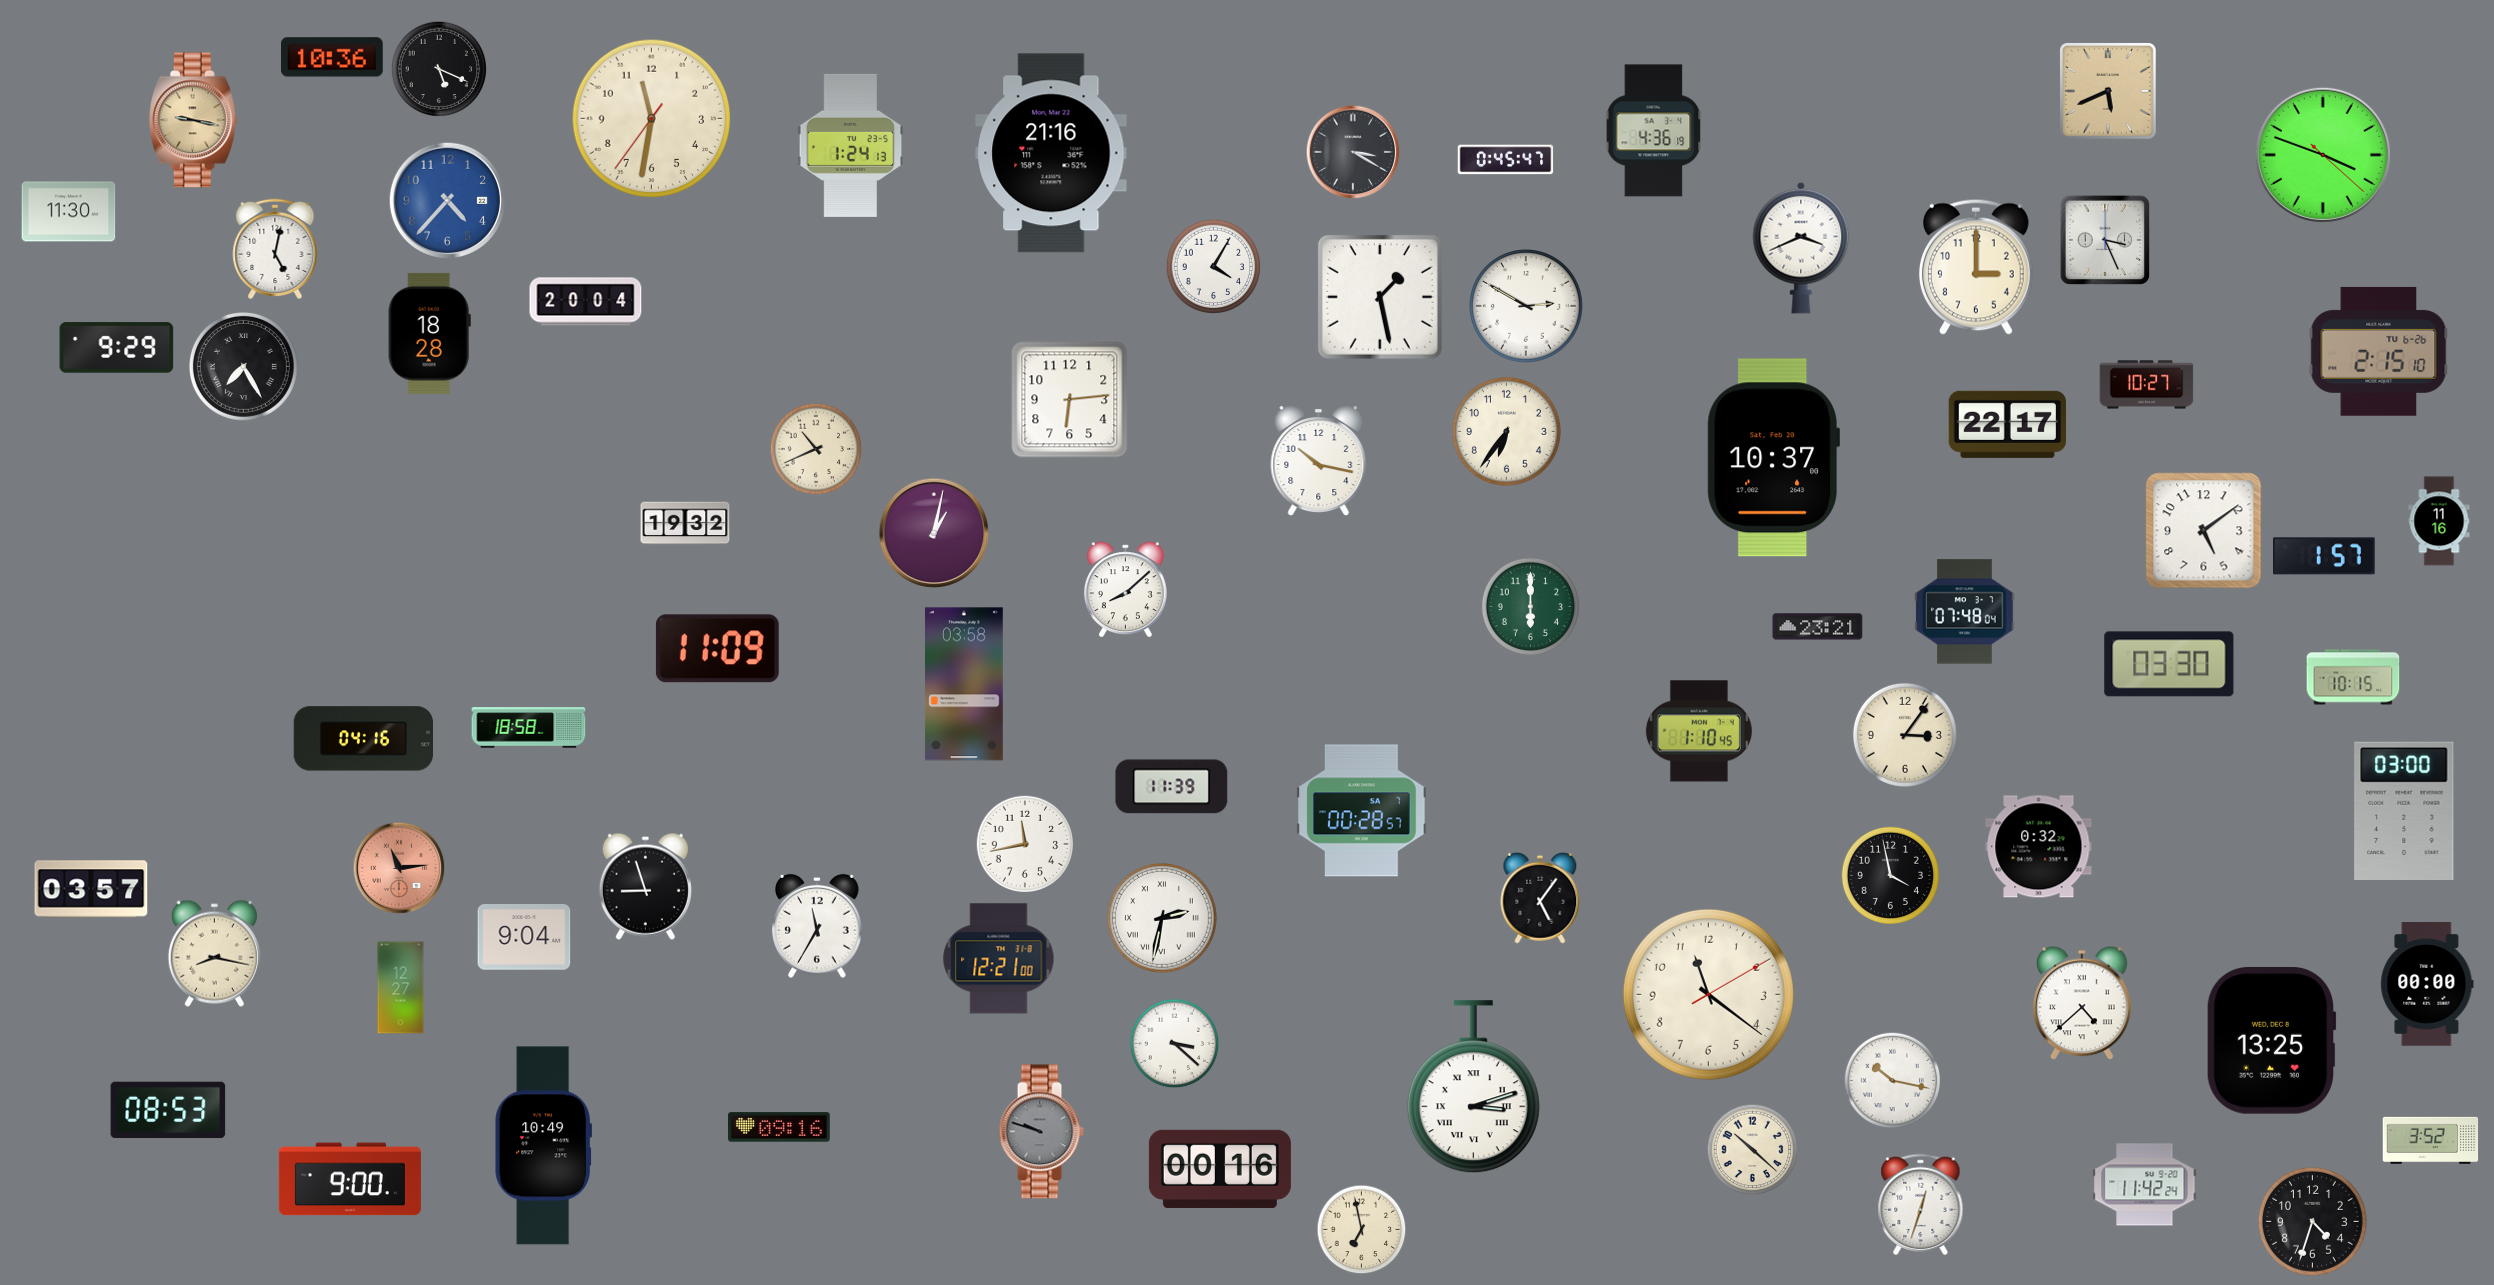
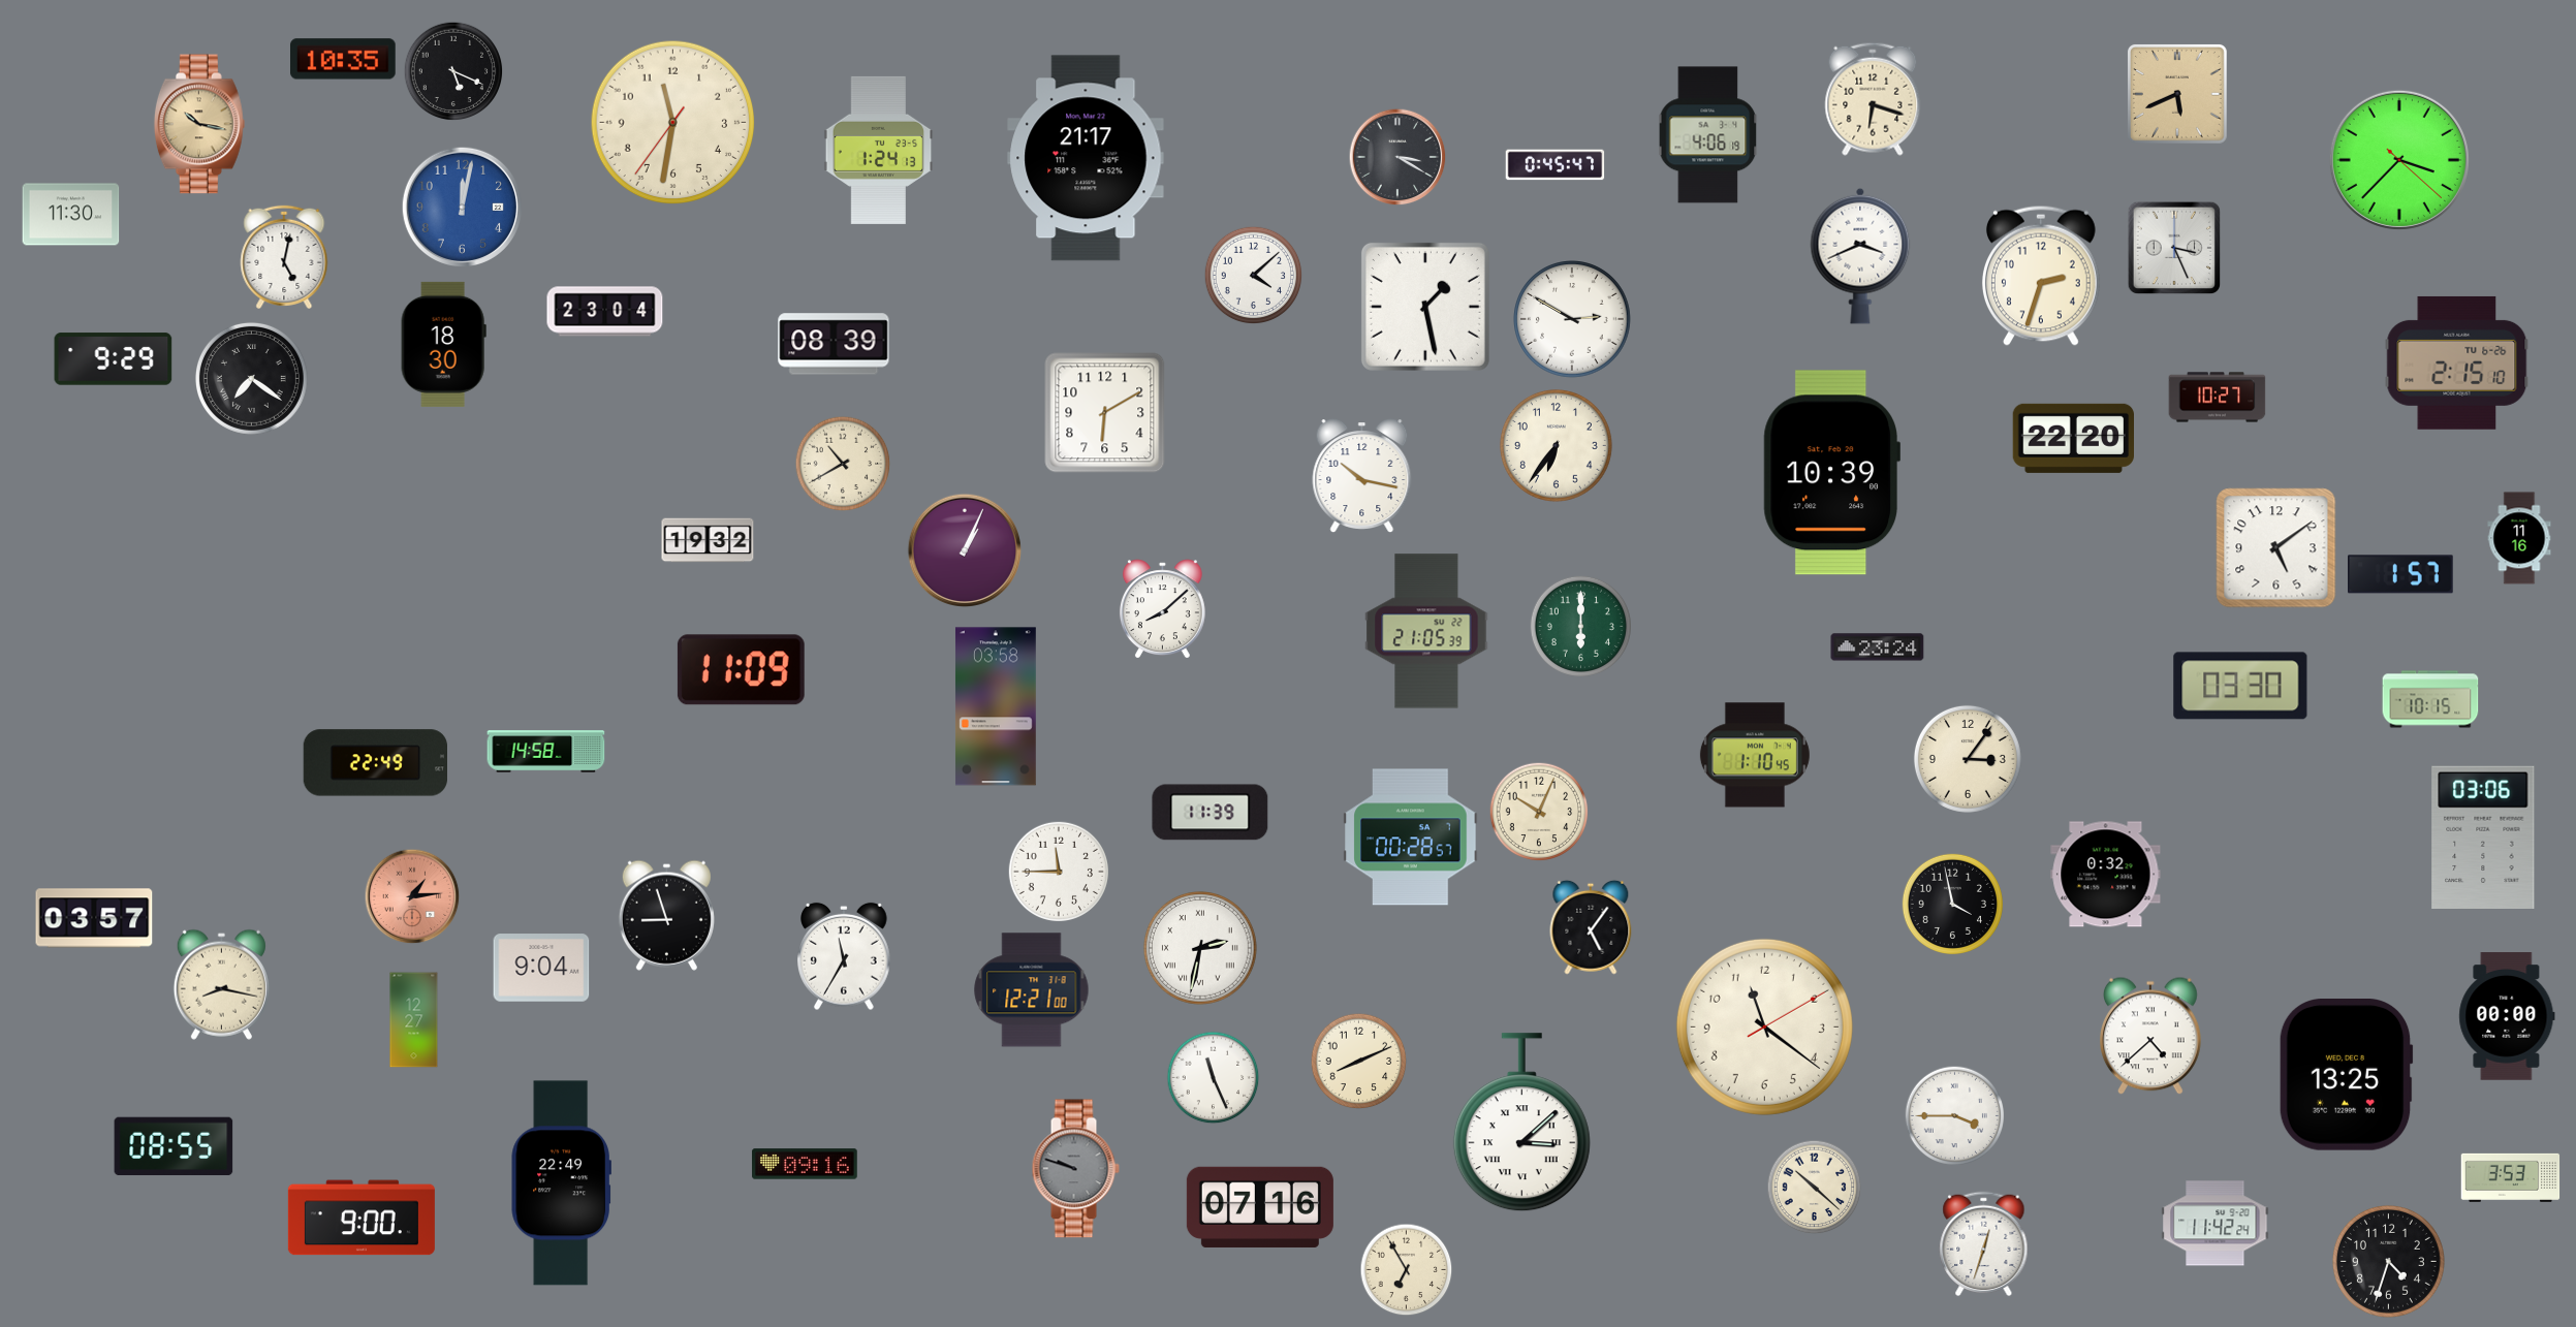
clock at (333, 57): 10:36 -> 10:35
clock at (1873, 99): none -> 6:18
clock at (193, 120): 9:17 -> 10:17
clock at (1654, 131): 4:36 -> 4:06
clock at (1051, 153): 21:16 -> 21:17
clock at (2323, 155): 3:48 -> 3:37
clock at (447, 200): 4:37 -> 12:02
clock at (69, 212) position: (69, 212) -> (71, 215)
clock at (1214, 267): 4:05 -> 4:08
clock at (1976, 267): 3:00 -> 2:33
clock at (586, 302): 20:04 -> 23:04
clock at (1527, 306) position: (1527, 306) -> (1573, 319)
clock at (429, 333): 18:28 -> 18:30
clock at (834, 344): none -> 08:39
clock at (117, 348) position: (117, 348) -> (114, 359)
clock at (243, 366): 7:25 -> 7:21
clock at (1070, 400): 6:14 -> 6:10
clock at (2007, 424): 22:17 -> 22:20
clock at (816, 449): 10:41 -> 10:40
clock at (1773, 458): 10:37 -> 10:39
clock at (934, 533): 1:02 -> 1:04
clock at (1426, 631): none -> 21:05
clock at (1965, 612): 07:48 -> none
clock at (1818, 627): 23:21 -> 23:24
clock at (529, 728): 18:58 -> 14:58
clock at (363, 739): 04:16 -> 22:49
clock at (1539, 812): none -> 10:04
clock at (1362, 811) position: (1362, 811) -> (1411, 838)
clock at (2404, 811): 03:00 -> 03:06
clock at (1024, 843): 11:43 -> 11:45
clock at (399, 868): 11:14 -> 1:14
clock at (1359, 1062): none -> 8:11
clock at (1175, 1044): 3:22 -> 11:26
clock at (1892, 1080): 10:17 -> 3:45
clock at (1473, 1087): 3:12 -> 3:08
clock at (168, 1110): 08:53 -> 08:55
clock at (2431, 1140): 3:52 -> 3:53
clock at (543, 1146): 10:49 -> 22:49
clock at (1753, 1150) position: (1753, 1150) -> (1815, 1188)
clock at (1220, 1168): 00:16 -> 07:16
clock at (1362, 1230): 6:58 -> 6:55
